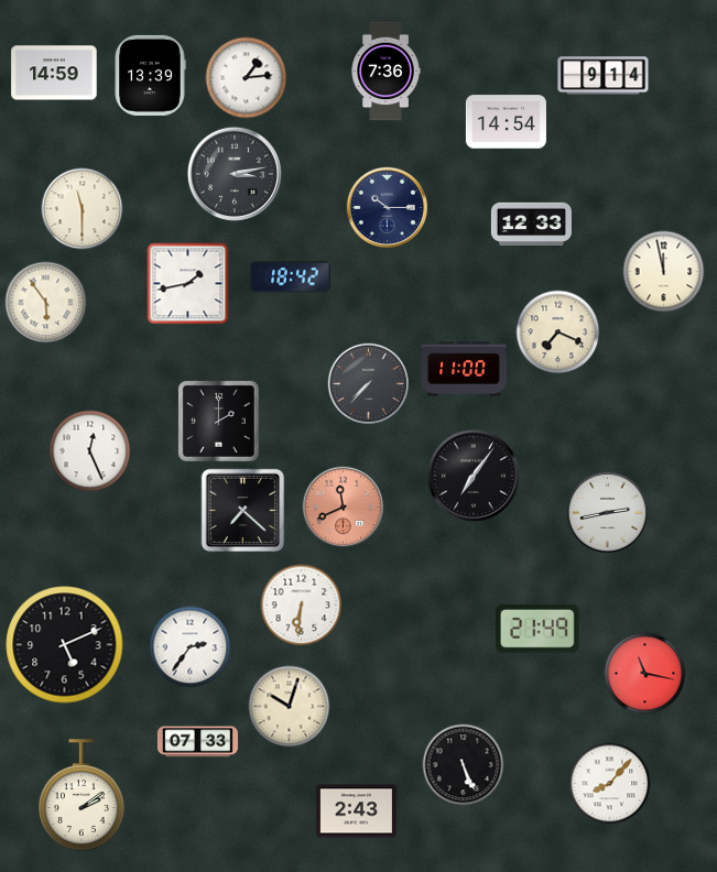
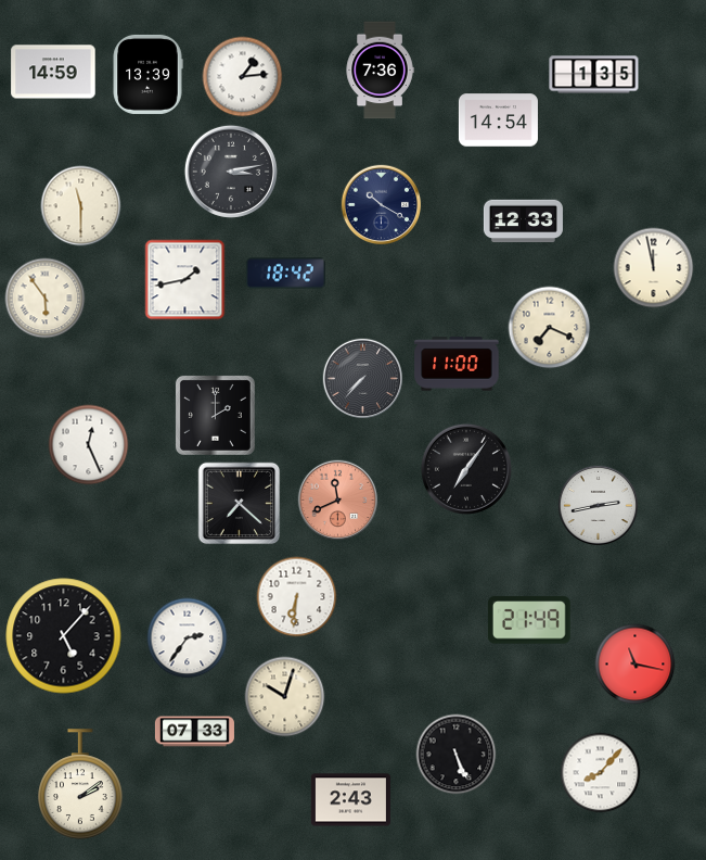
clock at (604, 76): 9:14 -> 1:35
clock at (388, 208): 10:15 -> 10:20
clock at (65, 645): 5:11 -> 5:07
